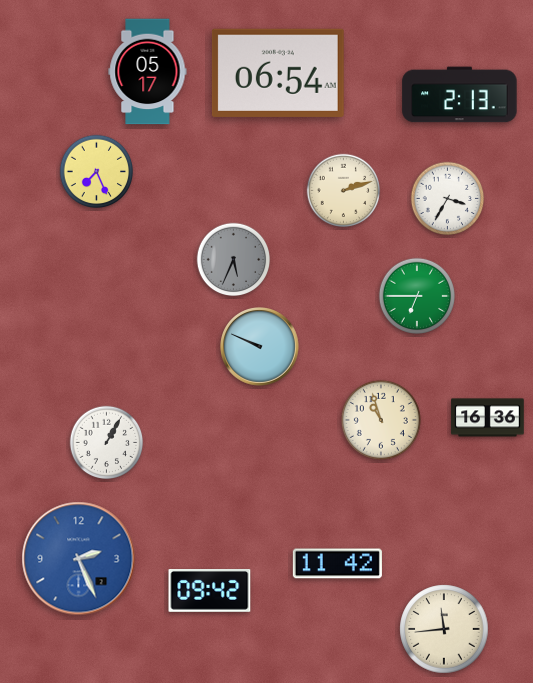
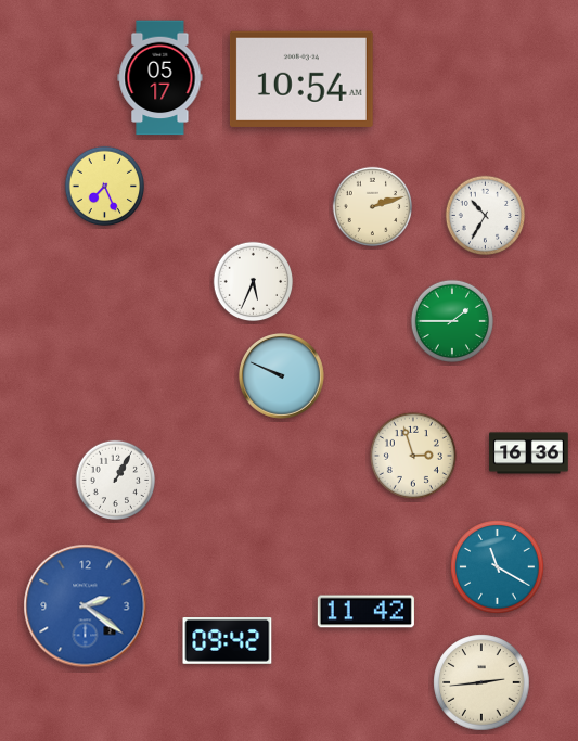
clock at (278, 73): 06:54 -> 10:54
clock at (460, 95): 2:13 -> none
clock at (448, 199): 3:35 -> 10:35
clock at (234, 260) dial: grey -> white
clock at (416, 295): 6:45 -> 1:45
clock at (381, 420): 10:57 -> 2:57
clock at (498, 567): none -> 11:20
clock at (79, 559): 2:26 -> 2:21
clock at (444, 629): 11:44 -> 2:44
